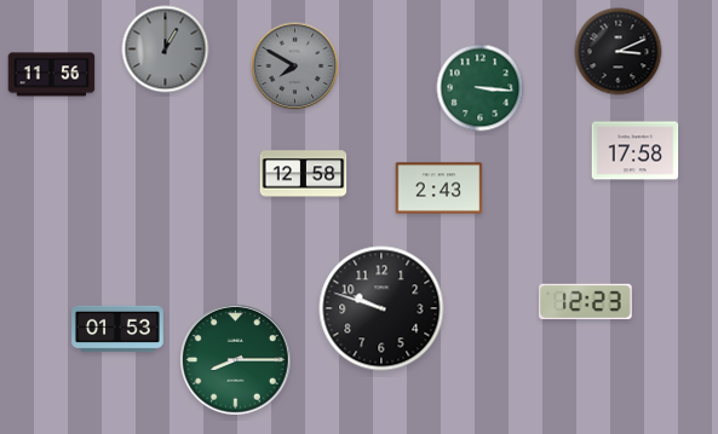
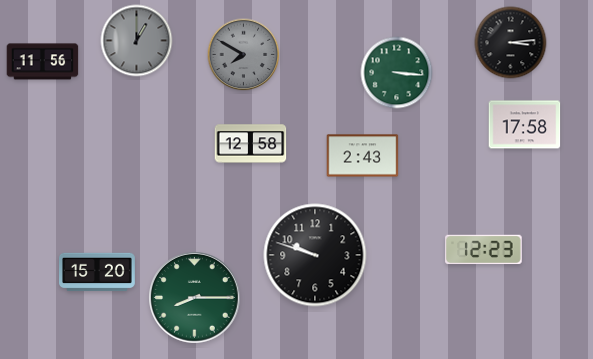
clock at (619, 52): 3:11 -> 3:14
clock at (119, 329): 01:53 -> 15:20
